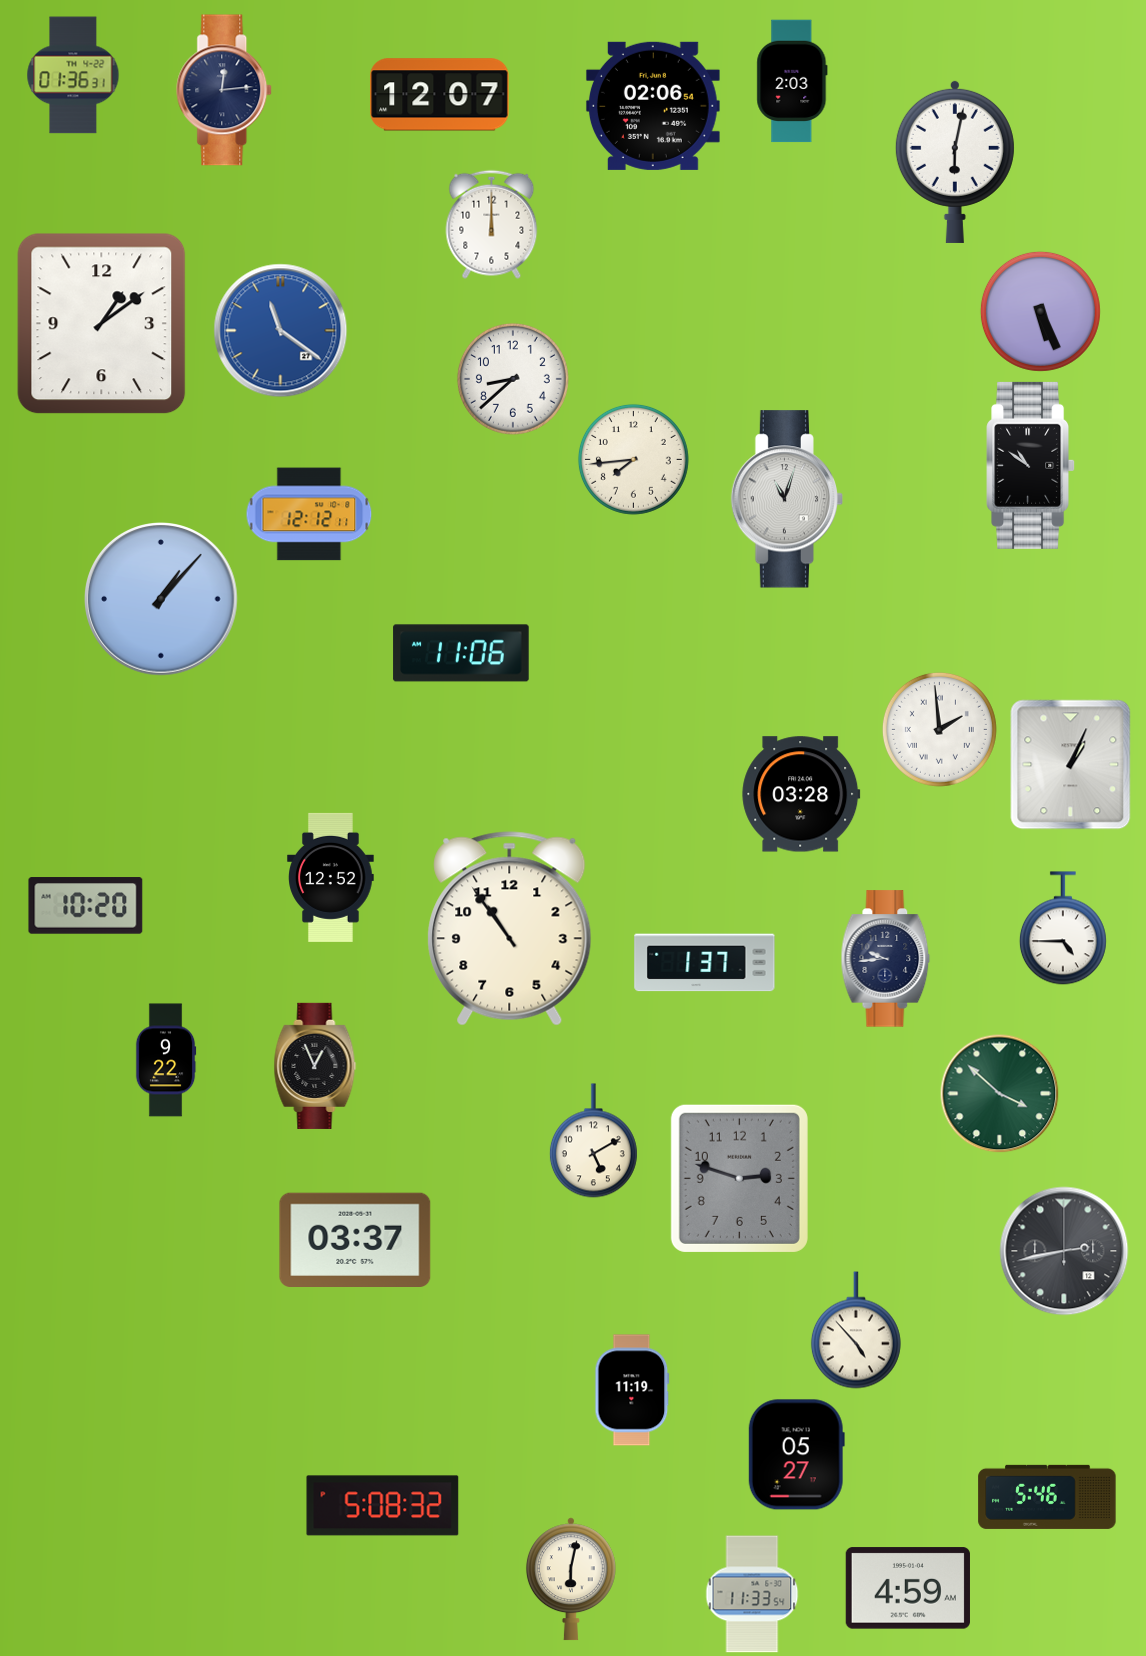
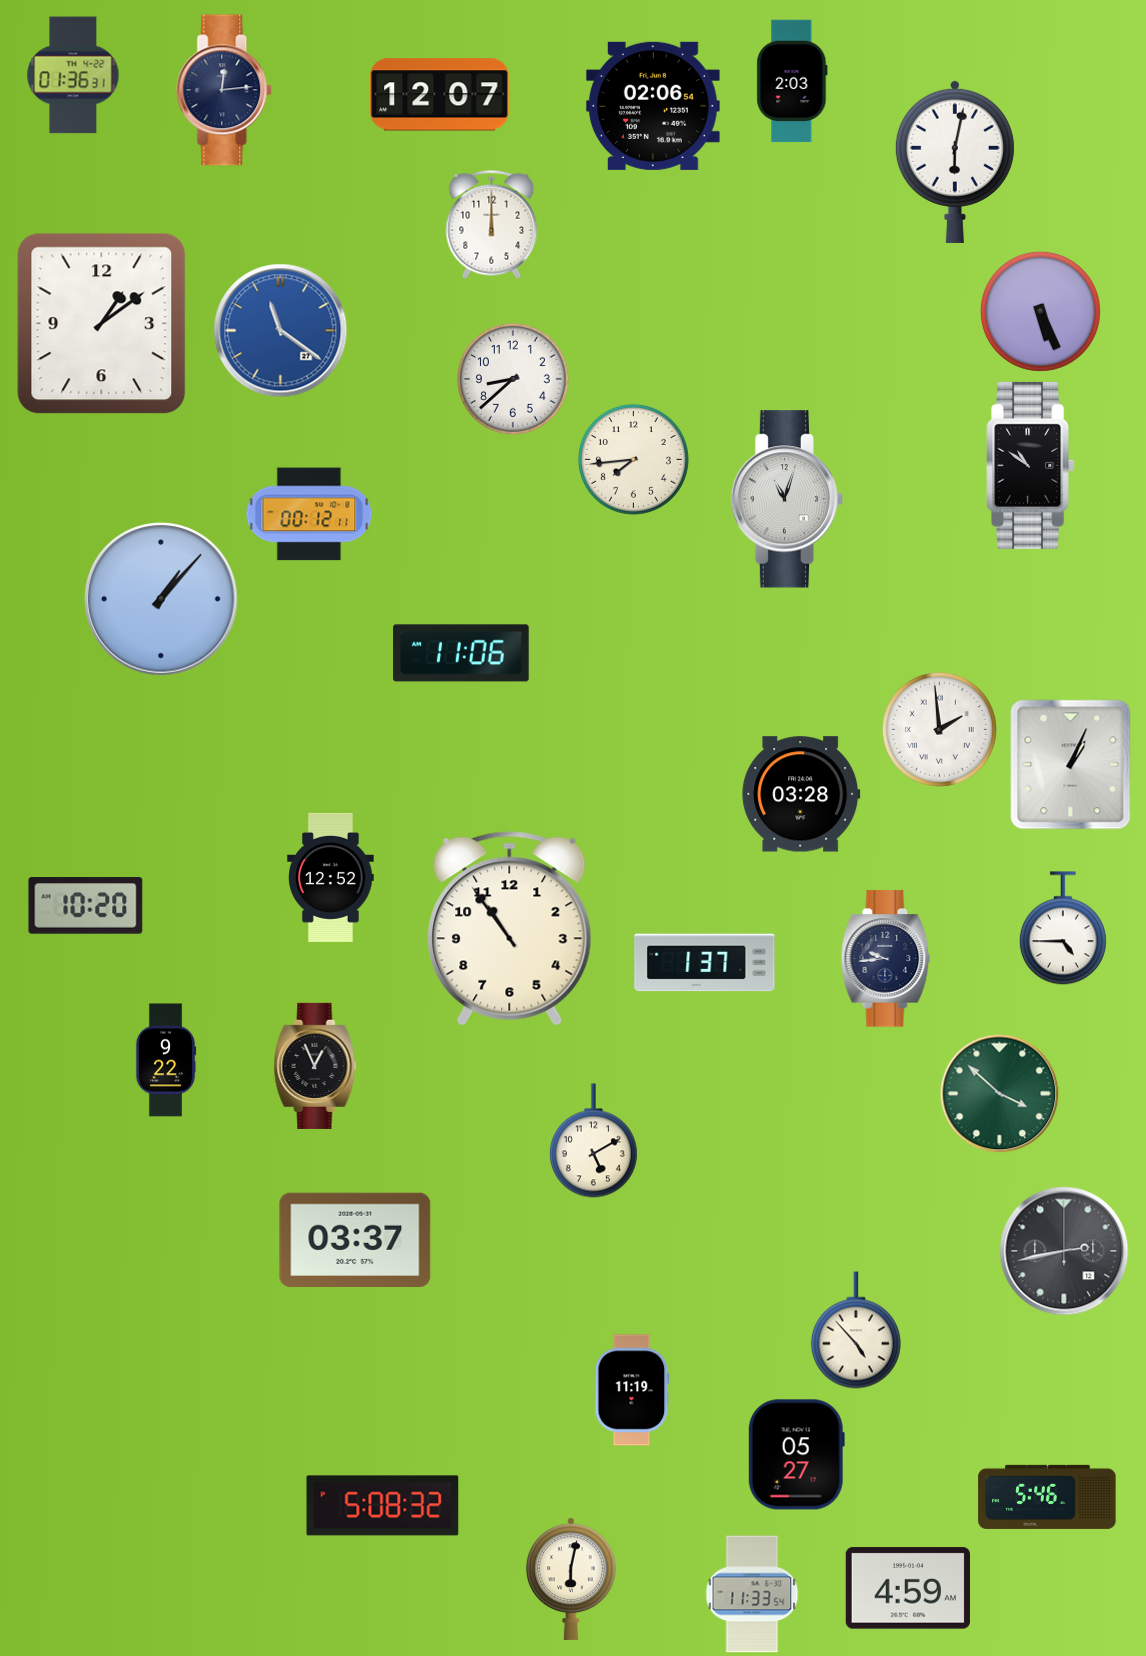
clock at (309, 514): 12:12 -> 00:12
clock at (739, 1178): 2:48 -> none
